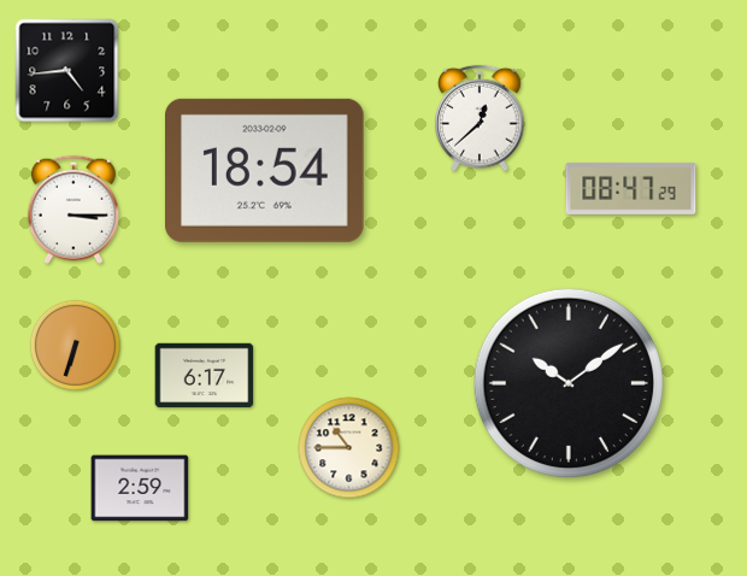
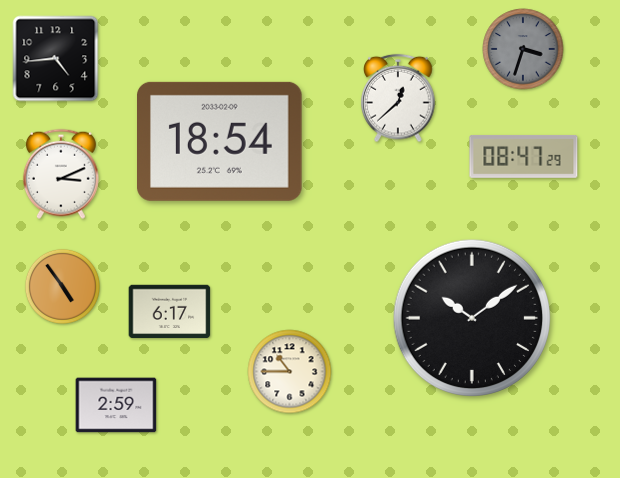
clock at (523, 49): none -> 3:33
clock at (73, 210): 3:15 -> 3:11
clock at (75, 345): 6:33 -> 4:54
